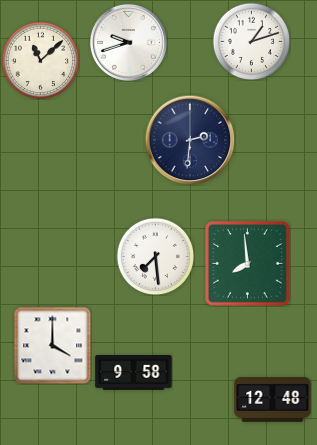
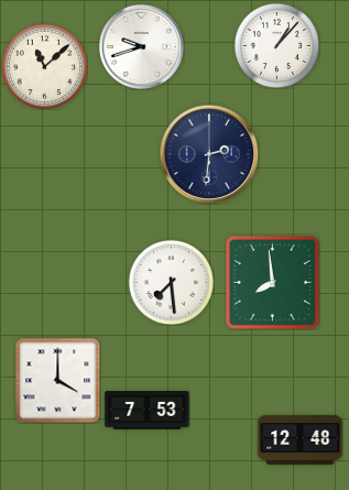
clock at (251, 41): 1:12 -> 1:07
clock at (248, 264) position: (248, 264) -> (273, 283)
clock at (134, 373): 9:58 -> 7:53
